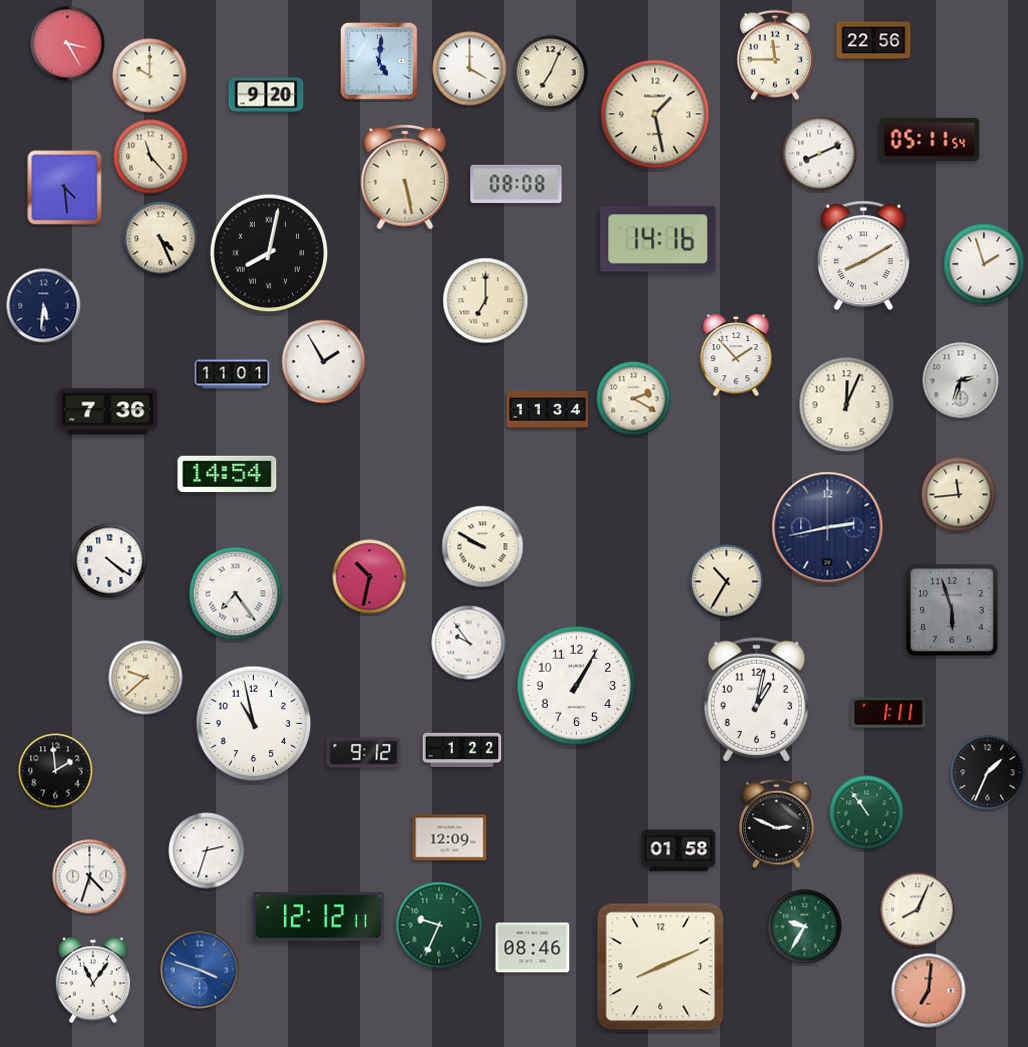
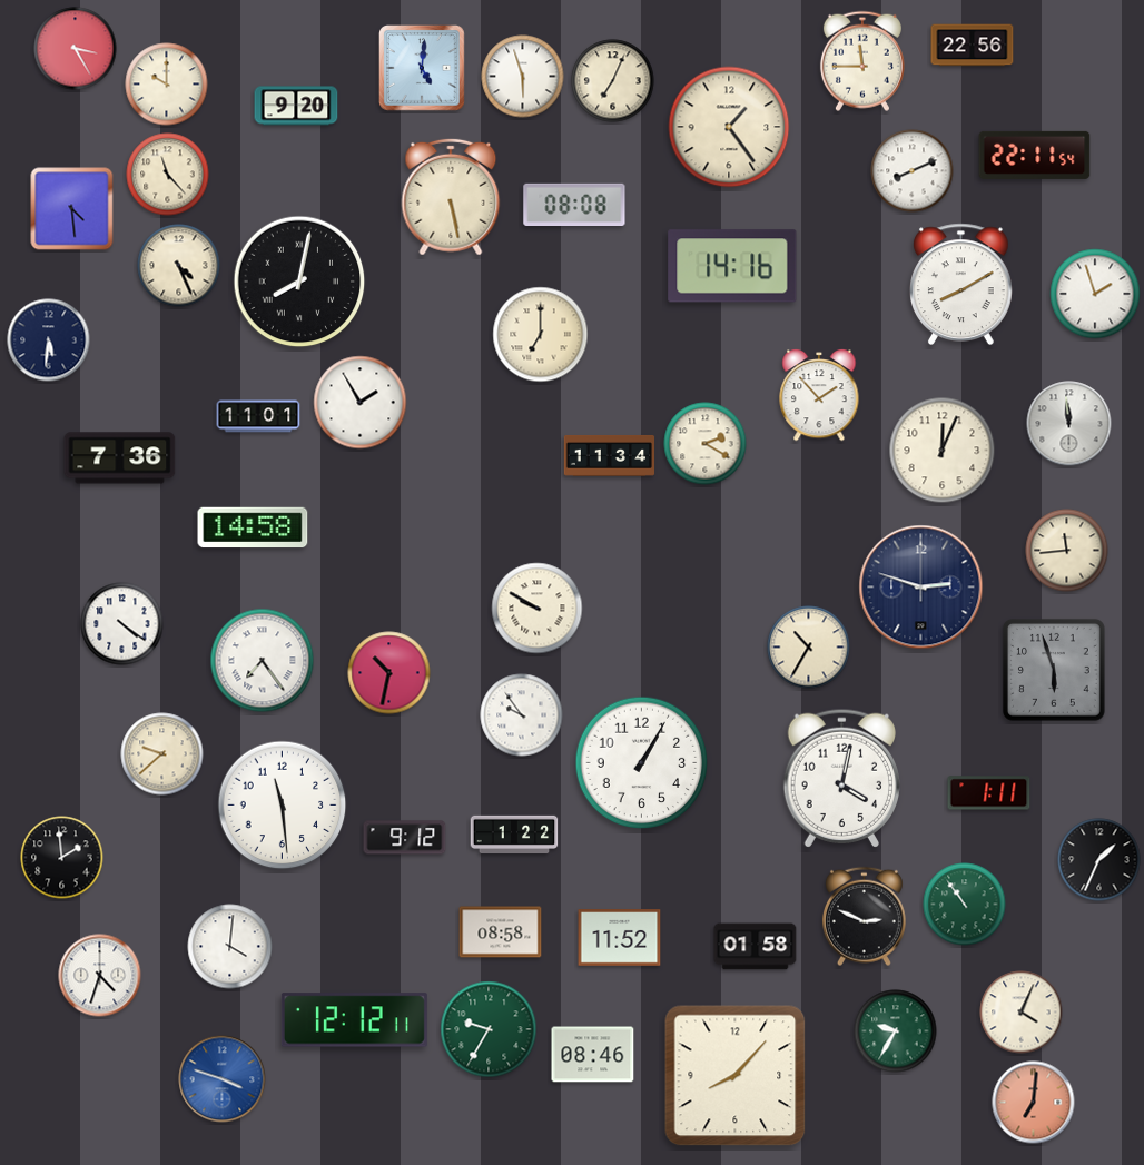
clock at (470, 69): 4:00 -> 5:57
clock at (655, 114): 1:28 -> 1:24
clock at (930, 139): 05:11 -> 22:11
clock at (961, 381): 2:33 -> 11:59
clock at (227, 474): 14:54 -> 14:58
clock at (828, 528): 2:43 -> 2:48
clock at (370, 577) position: (370, 577) -> (389, 673)
clock at (952, 610) position: (952, 610) -> (1054, 670)
clock at (756, 699): 1:02 -> 4:02
clock at (254, 724): 10:58 -> 11:29
clock at (450, 838): 12:09 -> 08:58
clock at (620, 938): none -> 11:52
clock at (207, 851): 2:33 -> 4:01
clock at (918, 910): 8:04 -> 4:04
clock at (439, 925): 9:34 -> 9:35
clock at (661, 967): 8:11 -> 8:07
clock at (92, 980): 11:06 -> none
